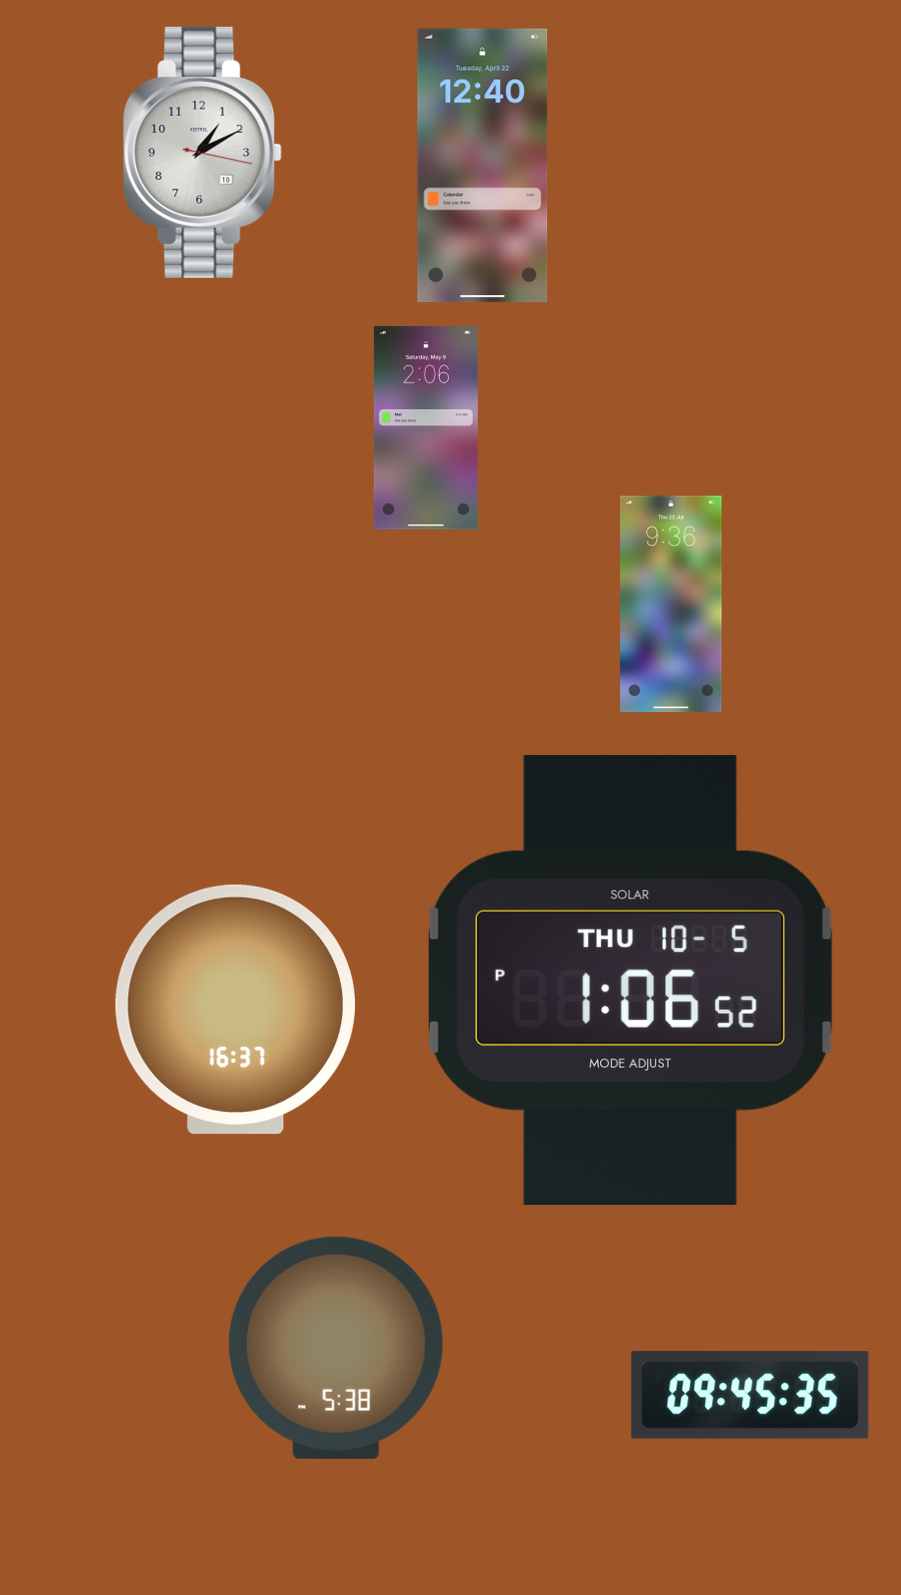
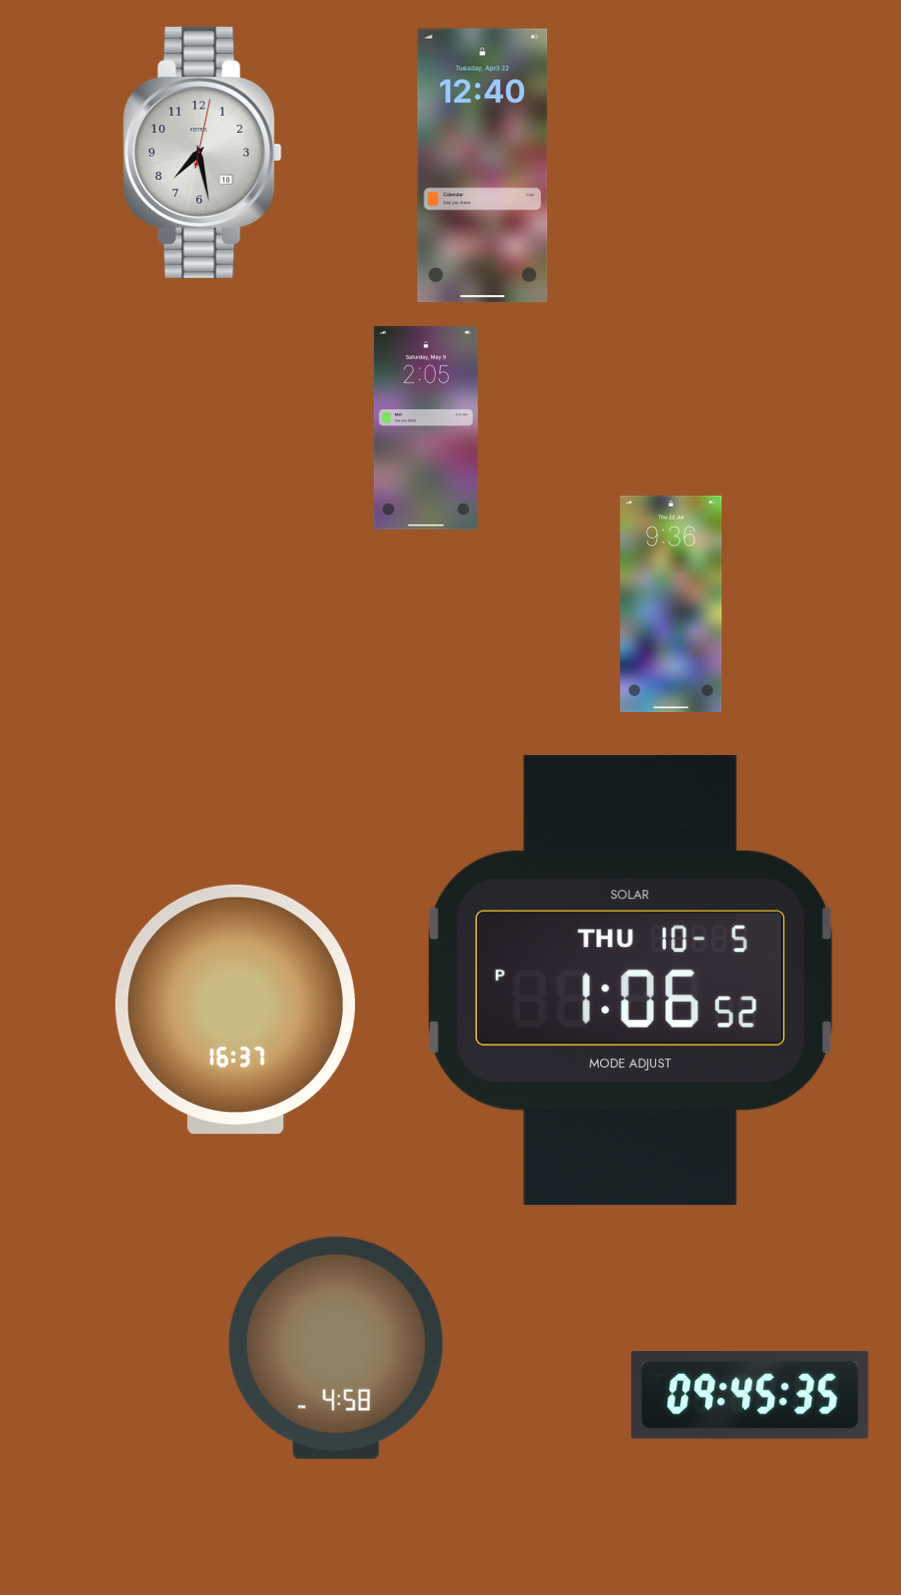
clock at (203, 152): 1:10 -> 7:28
clock at (426, 428): 2:06 -> 2:05
clock at (336, 1348): 5:38 -> 4:58
